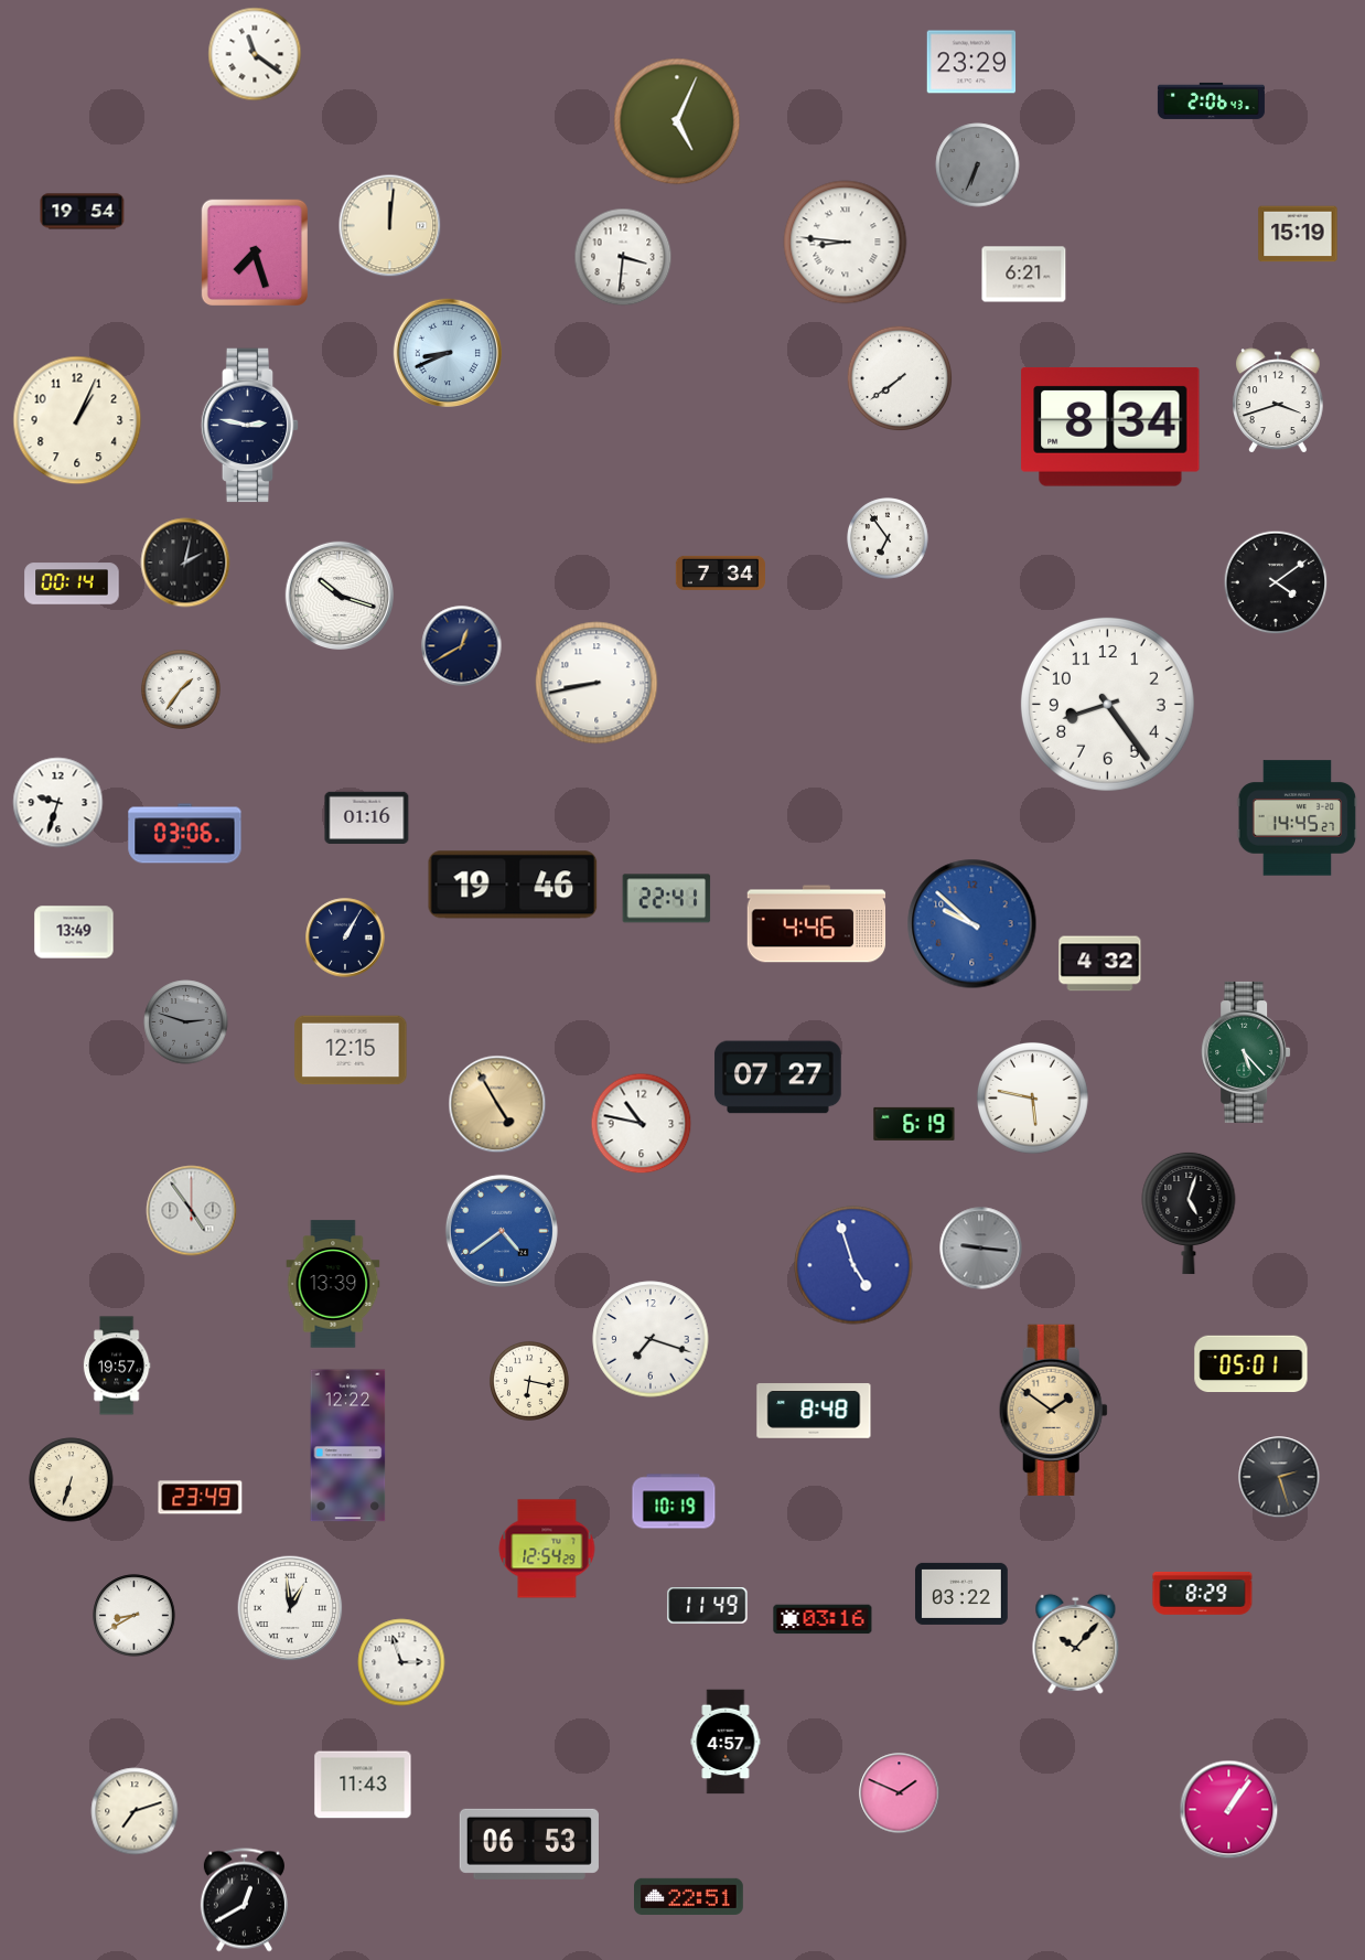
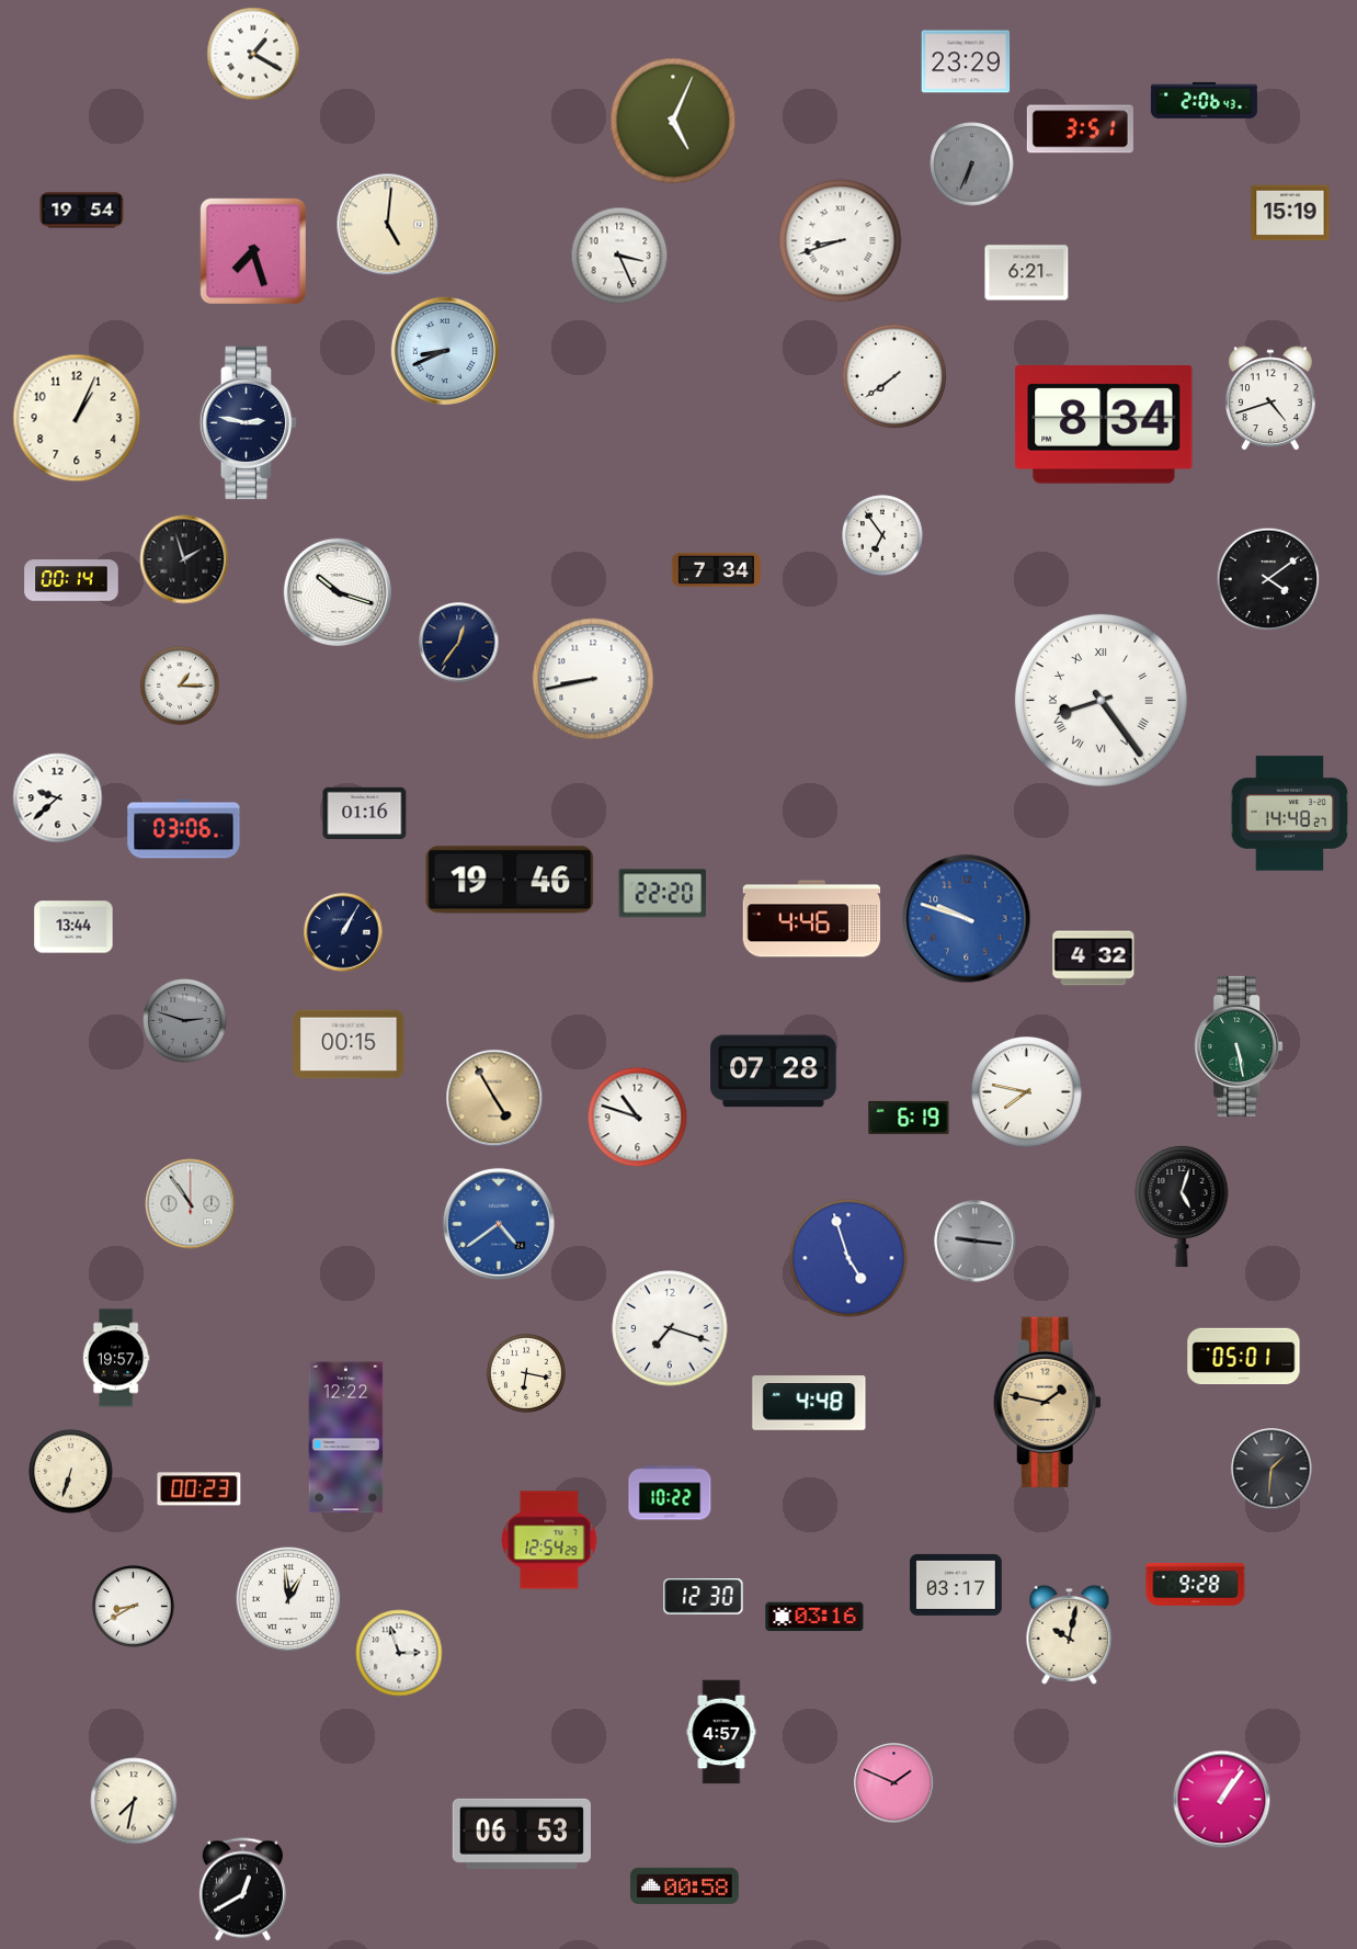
clock at (255, 54): 11:21 -> 1:20
clock at (1080, 129): none -> 3:51
clock at (390, 226): 12:01 -> 5:01
clock at (1298, 234) position: (1298, 234) -> (1290, 213)
clock at (846, 243): 8:46 -> 8:42
clock at (623, 257): 3:31 -> 3:26
clock at (1024, 275) position: (1024, 275) -> (1027, 273)
clock at (1279, 400): 3:42 -> 4:42
clock at (185, 563): 2:02 -> 1:57
clock at (462, 646): 12:40 -> 12:36
clock at (181, 689): 1:36 -> 1:15
clock at (1107, 704) numerals: Arabic -> Roman
clock at (58, 803): 9:33 -> 9:38
clock at (1298, 818): 14:45 -> 14:48
clock at (667, 899): 22:41 -> 22:20
clock at (972, 924): 9:52 -> 9:48
clock at (74, 932): 13:49 -> 13:44
clock at (186, 1022) position: (186, 1022) -> (185, 1021)
clock at (351, 1050): 12:15 -> 00:15
clock at (1246, 1052): 5:23 -> 5:28
clock at (778, 1078): 07:27 -> 07:28
clock at (1032, 1097): 5:47 -> 7:47
clock at (642, 1124): 10:47 -> 10:48
clock at (192, 1211): 4:54 -> 10:54
clock at (333, 1284): 13:39 -> none
clock at (651, 1339) position: (651, 1339) -> (670, 1328)
clock at (1053, 1410): 1:51 -> 1:47
clock at (814, 1411): 8:48 -> 4:48
clock at (1279, 1477): 2:27 -> 1:31
clock at (201, 1498): 23:49 -> 00:23
clock at (674, 1501): 10:19 -> 10:22
clock at (547, 1549) position: (547, 1549) -> (549, 1540)
clock at (1203, 1593): 8:29 -> 9:28
clock at (963, 1594): 03:22 -> 03:17
clock at (708, 1606): 11:49 -> 12:30
clock at (823, 1619) position: (823, 1619) -> (814, 1617)
clock at (1076, 1643): 10:07 -> 10:02
clock at (363, 1785): 11:43 -> none
clock at (135, 1811): 7:12 -> 7:32
clock at (529, 1844) position: (529, 1844) -> (522, 1834)
clock at (689, 1896): 22:51 -> 00:58
